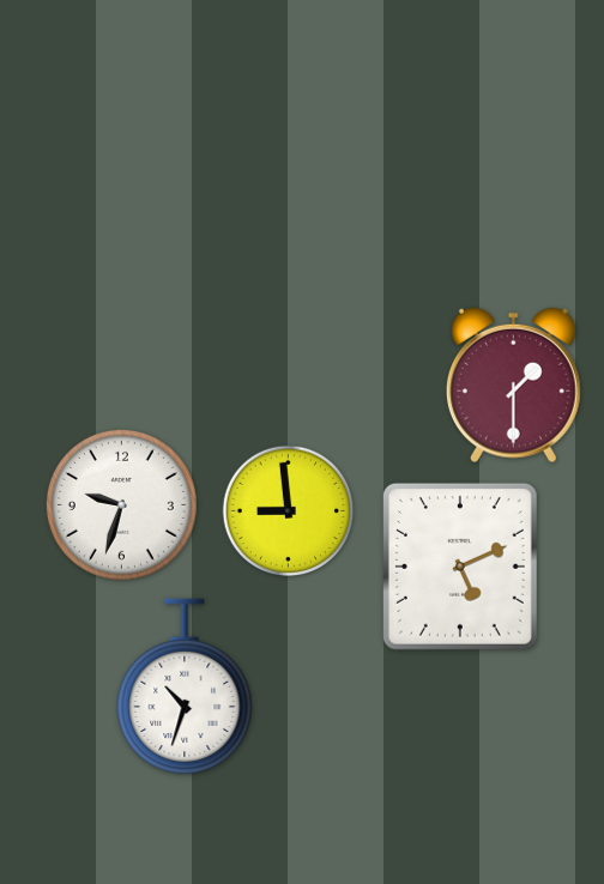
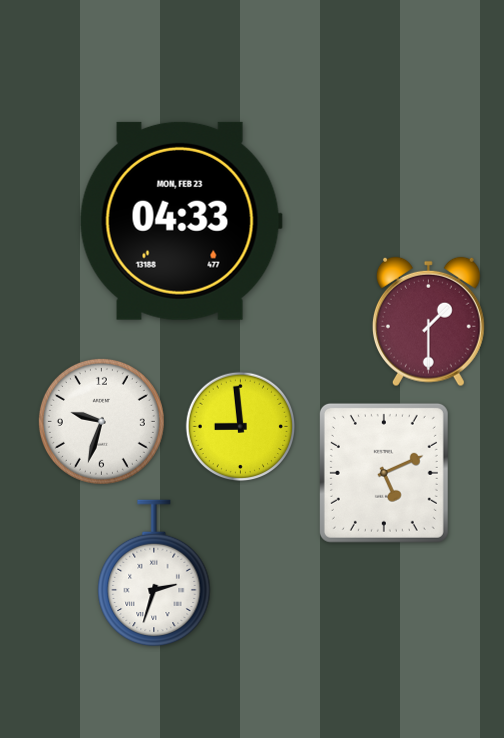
clock at (181, 221): none -> 04:33
clock at (185, 686): 10:33 -> 2:33
